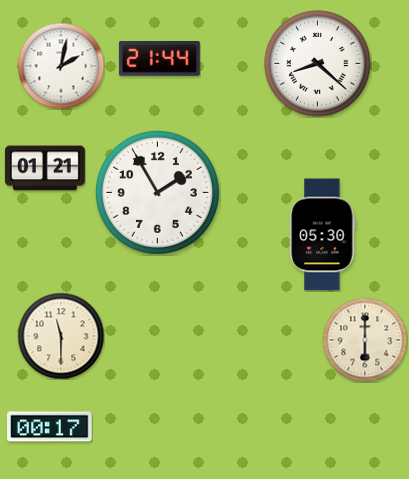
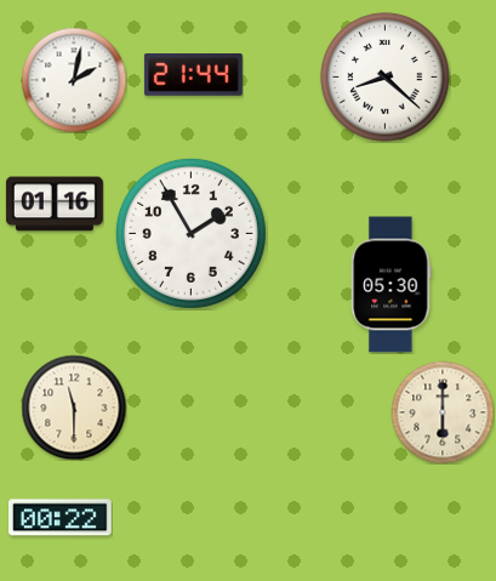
clock at (159, 59) position: (159, 59) -> (193, 75)
clock at (45, 168): 01:21 -> 01:16
clock at (50, 427): 00:17 -> 00:22
